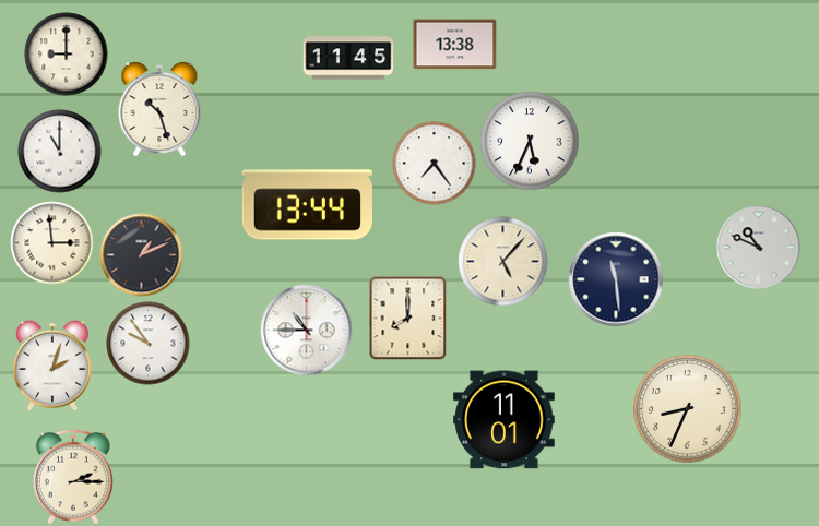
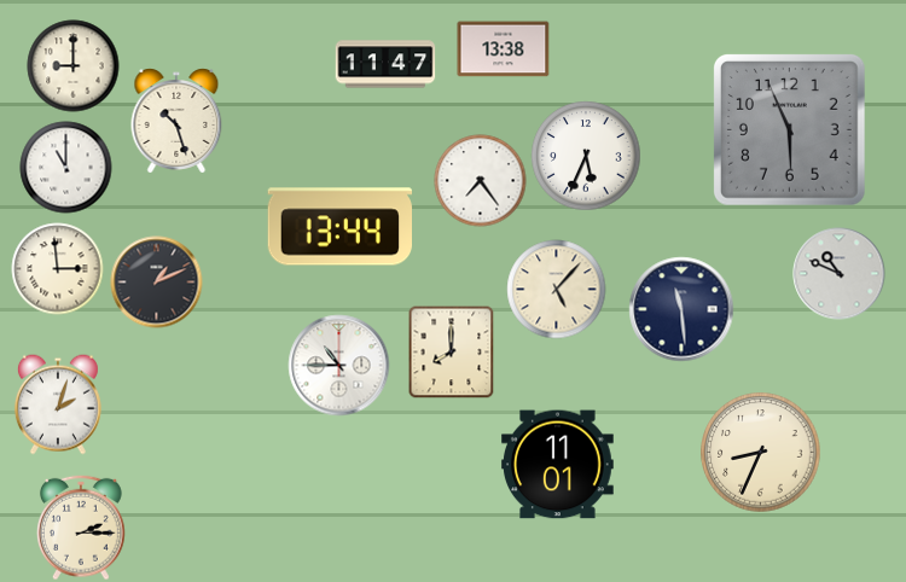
clock at (67, 55) position: (67, 55) -> (74, 66)
clock at (348, 58): 11:45 -> 11:47
clock at (789, 129): none -> 5:56
clock at (149, 344): 9:54 -> none
